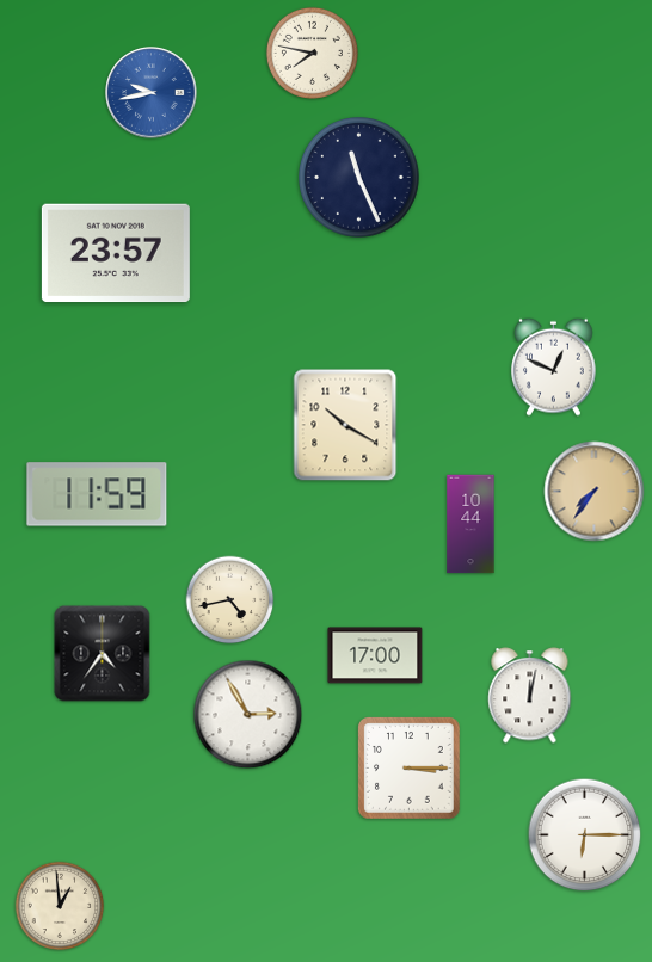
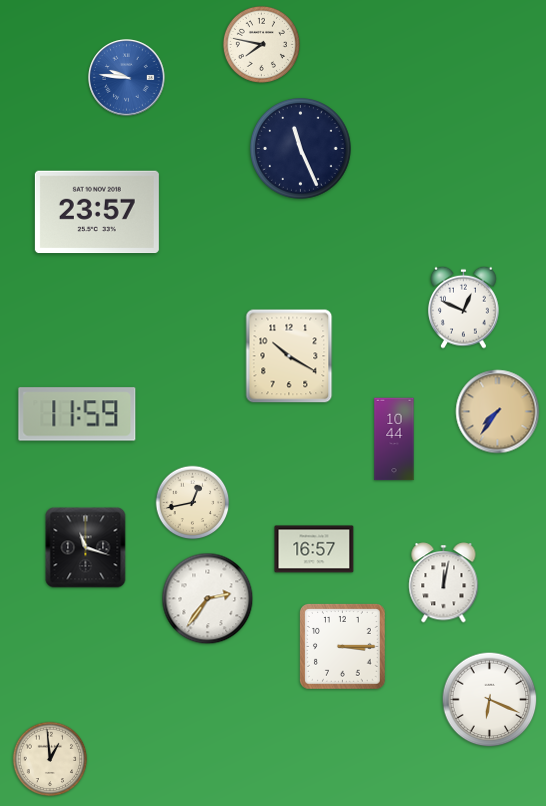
clock at (152, 93): 9:43 -> 9:46
clock at (97, 494) position: (97, 494) -> (77, 414)
clock at (230, 600): 4:43 -> 12:43
clock at (103, 654): 4:36 -> 11:18
clock at (375, 655): 17:00 -> 16:57
clock at (248, 715): 2:55 -> 2:36
clock at (410, 769) position: (410, 769) -> (343, 647)
clock at (585, 835): 6:15 -> 6:19
